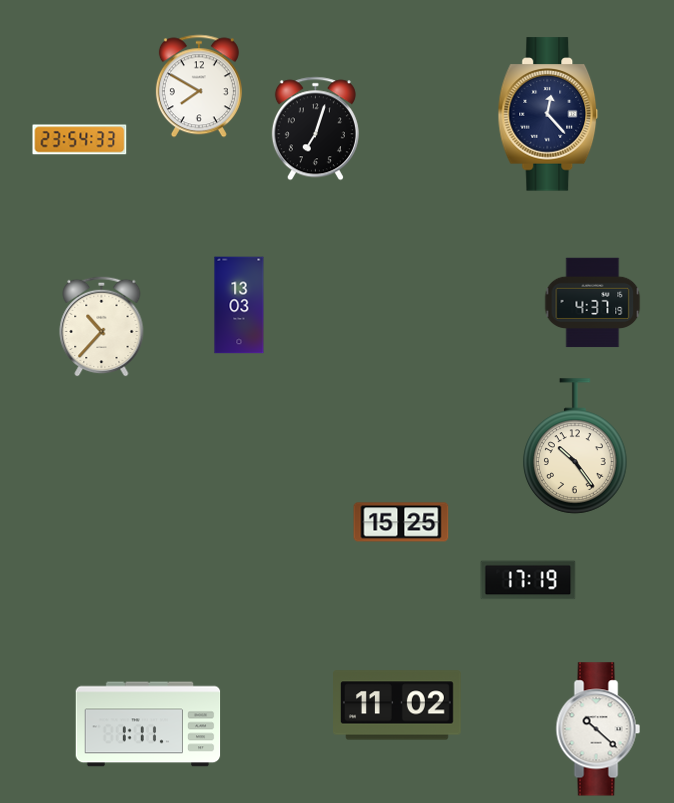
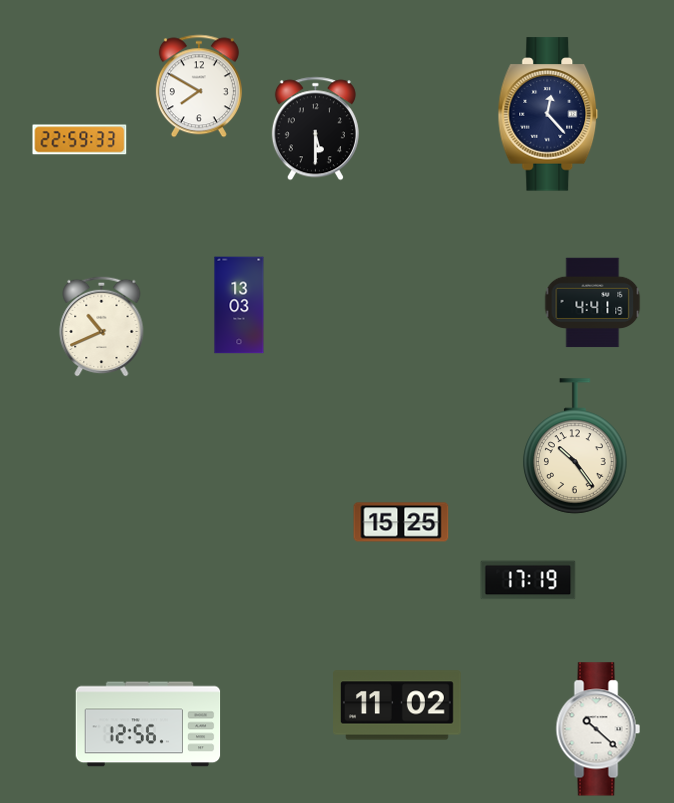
clock at (315, 129): 7:03 -> 5:30
clock at (80, 140): 23:54 -> 22:59
clock at (593, 303): 4:37 -> 4:41
clock at (102, 326): 10:37 -> 10:41
clock at (148, 724): 1:11 -> 12:56
